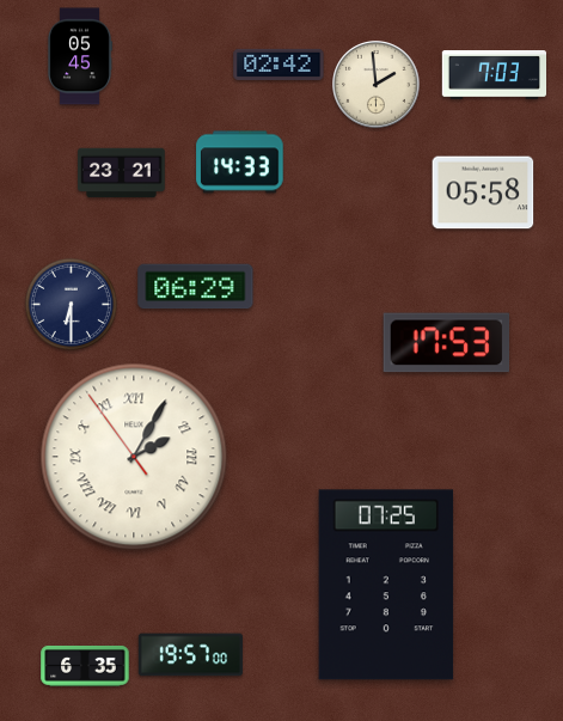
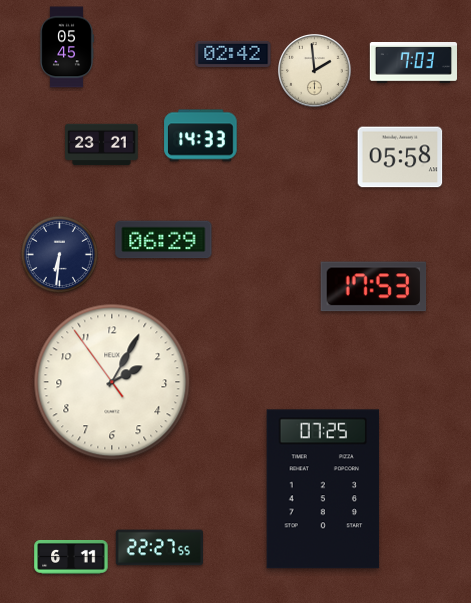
clock at (483, 193) position: (483, 193) -> (400, 157)
clock at (71, 304): 6:30 -> 6:31
clock at (134, 457) numerals: Roman -> Arabic
clock at (190, 655): 19:57 -> 22:27
clock at (85, 667): 6:35 -> 6:11
